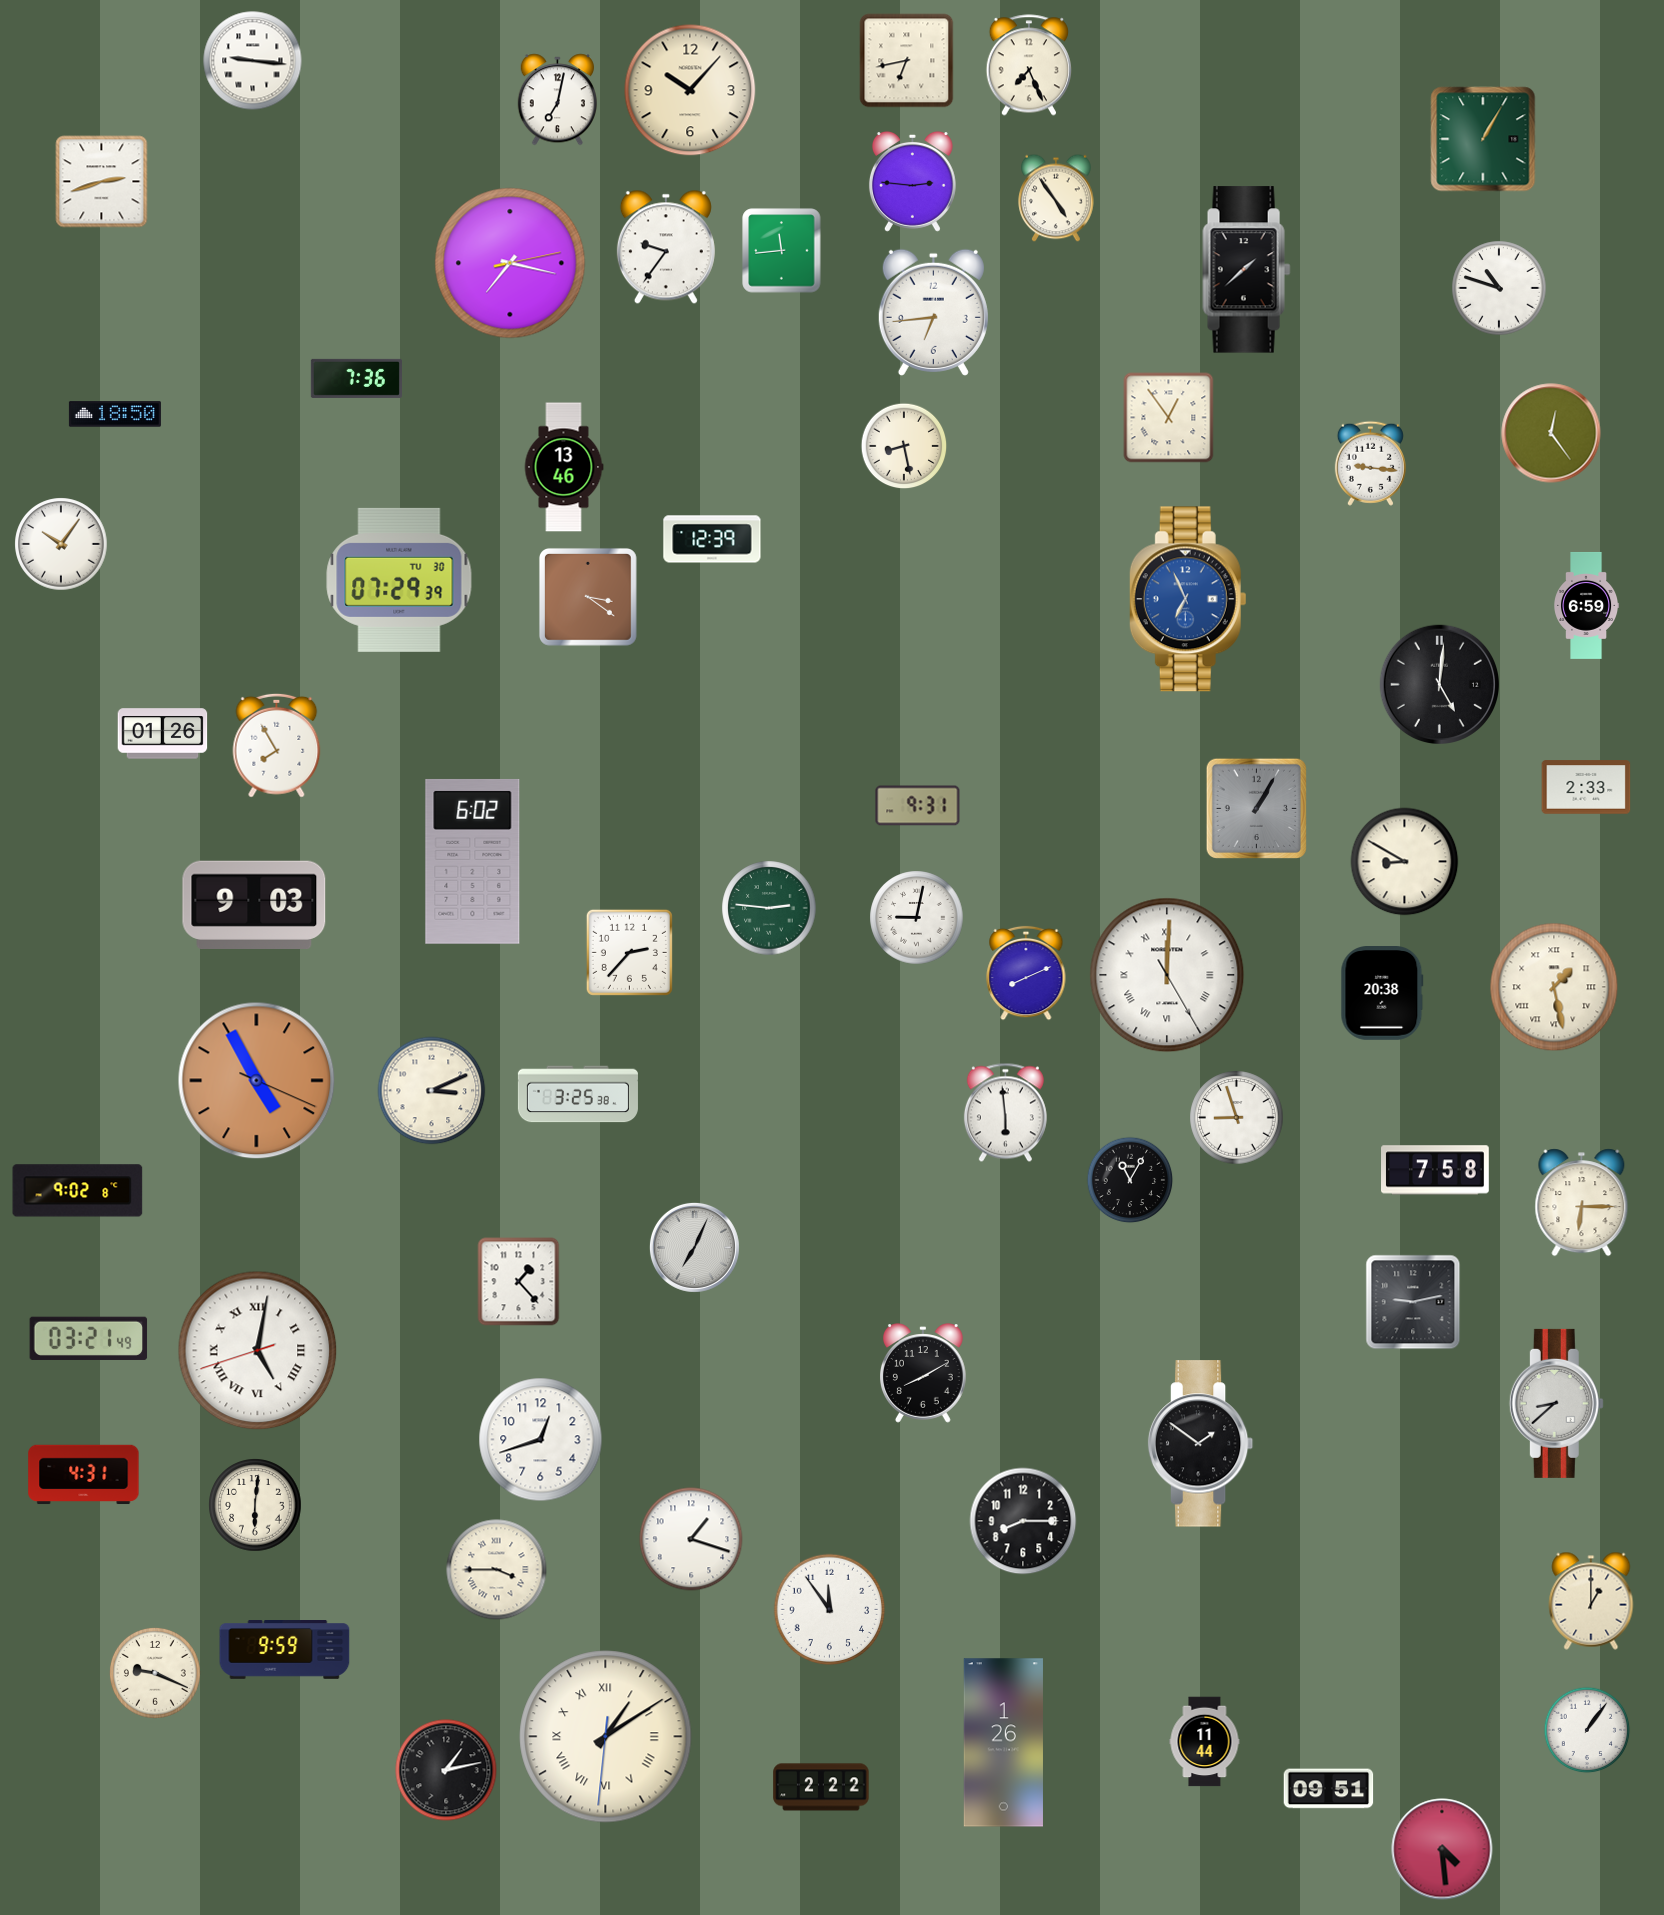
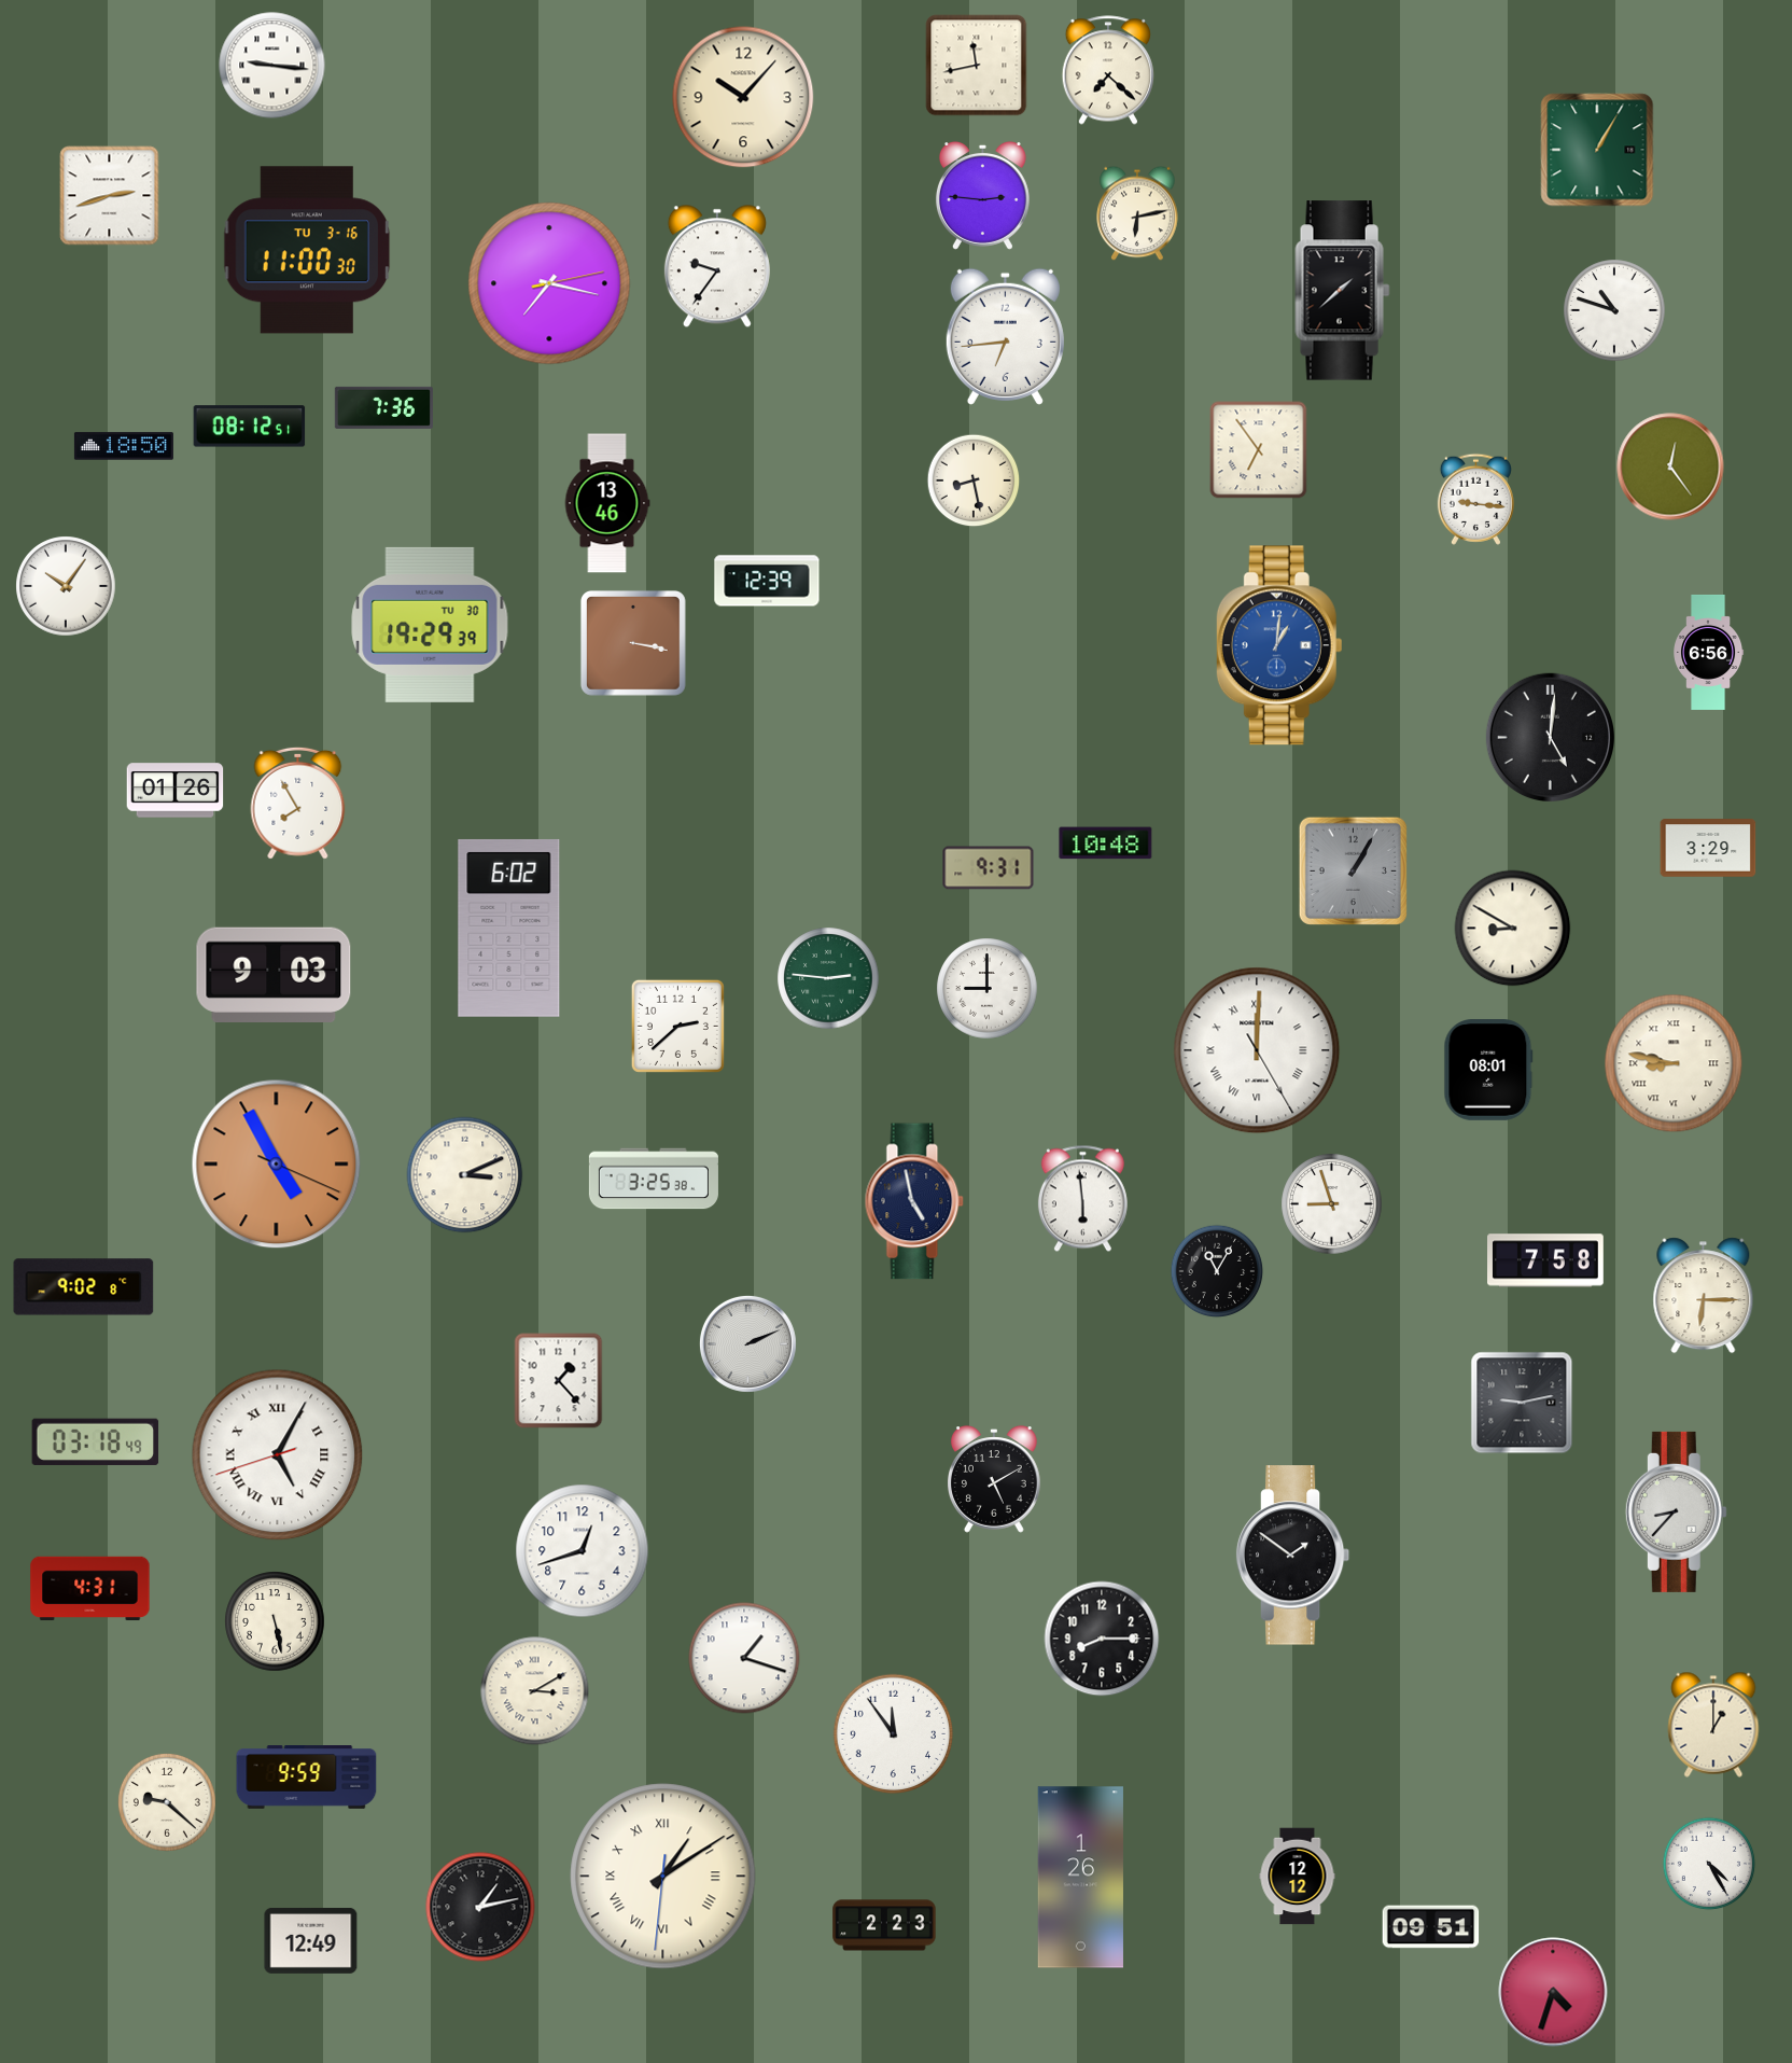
clock at (907, 61): 6:43 -> 11:43
clock at (1028, 65): 7:26 -> 7:22
clock at (557, 100): 7:02 -> none
clock at (1056, 198): 4:54 -> 6:13
clock at (307, 250): none -> 11:00
clock at (782, 251): 11:44 -> none
clock at (250, 427): none -> 08:12
clock at (1169, 418): 12:54 -> 6:54
clock at (399, 580): 07:29 -> 19:29
clock at (588, 597): 3:21 -> 3:17
clock at (1188, 599): 6:56 -> 1:01
clock at (1587, 605): 6:59 -> 6:56
clock at (1106, 844): none -> 10:48
clock at (1586, 787): 2:33 -> 3:29
clock at (917, 918): 9:02 -> 9:00
clock at (629, 952): 2:37 -> 2:38
clock at (1026, 973): 8:11 -> none
clock at (1554, 987): 1:28 -> 8:47
clock at (1382, 994): 20:38 -> 08:01
clock at (578, 1094) position: (578, 1094) -> (654, 1179)
clock at (914, 1201): none -> 4:58
clock at (78, 1191) position: (78, 1191) -> (84, 1287)
clock at (694, 1247): 7:04 -> 2:11
clock at (89, 1338): 03:21 -> 03:18
clock at (258, 1351): 5:01 -> 5:04
clock at (924, 1373): 8:10 -> 5:10
clock at (1556, 1403): 8:38 -> 8:37
clock at (255, 1505): 6:01 -> 5:28
clock at (497, 1570): 3:45 -> 3:10
clock at (155, 1673): 9:19 -> 9:22
clock at (1587, 1730): 1:06 -> 4:25
clock at (606, 1737) position: (606, 1737) -> (663, 1877)
clock at (1205, 1742): 11:44 -> 12:12
clock at (821, 1787): 2:22 -> 2:23
clock at (311, 1940): none -> 12:49
clock at (1442, 1849): 4:29 -> 4:33
